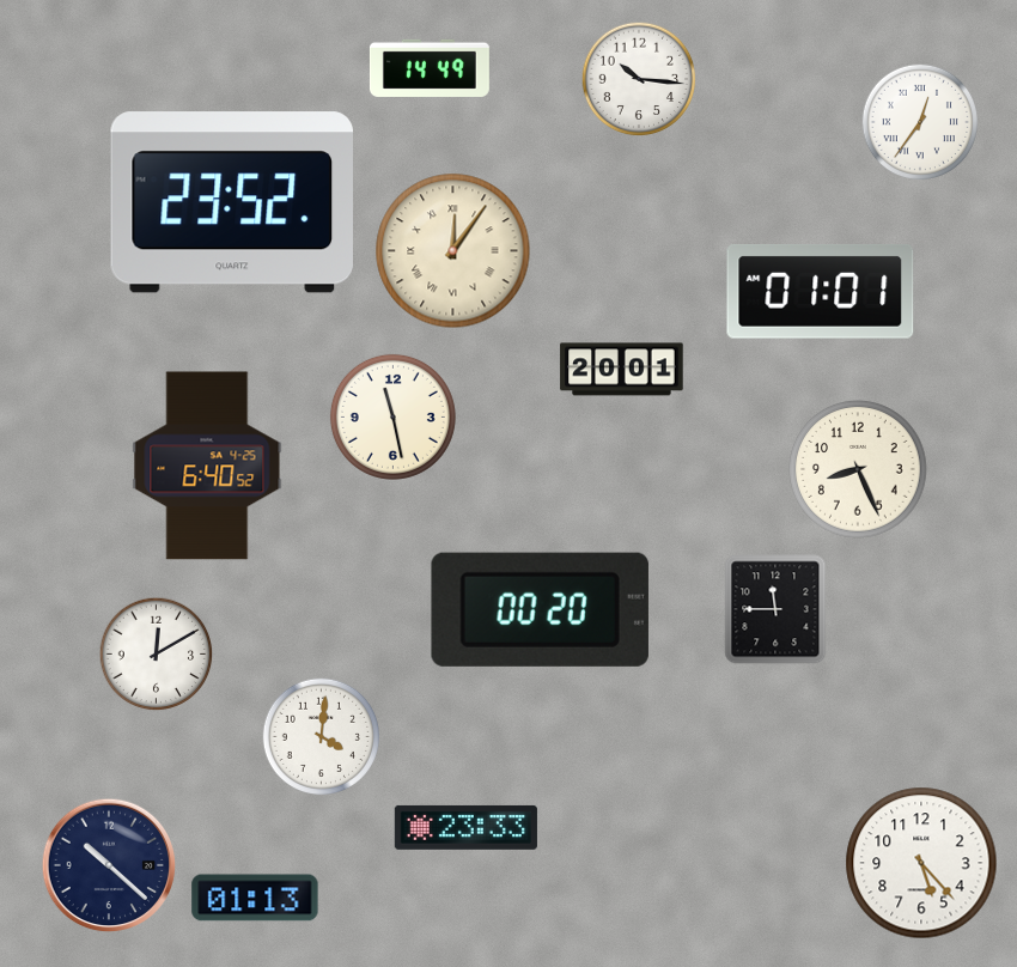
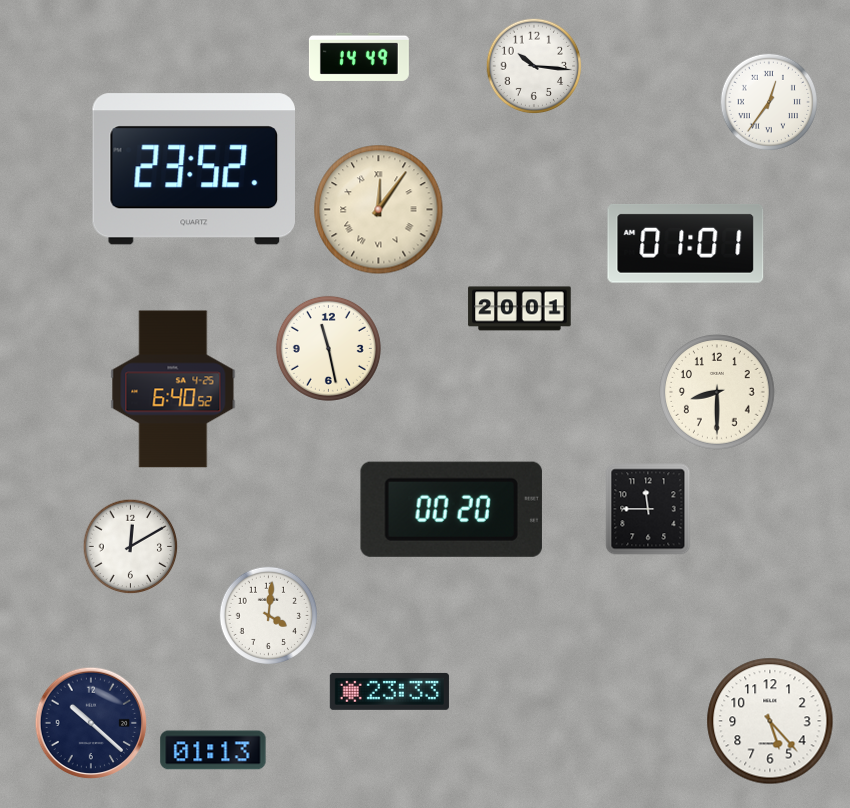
clock at (858, 469): 8:26 -> 8:30
